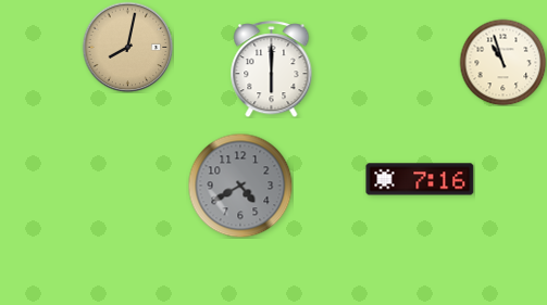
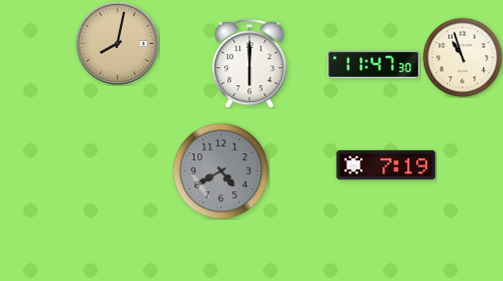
clock at (374, 65): none -> 11:47
clock at (420, 179): 7:16 -> 7:19
